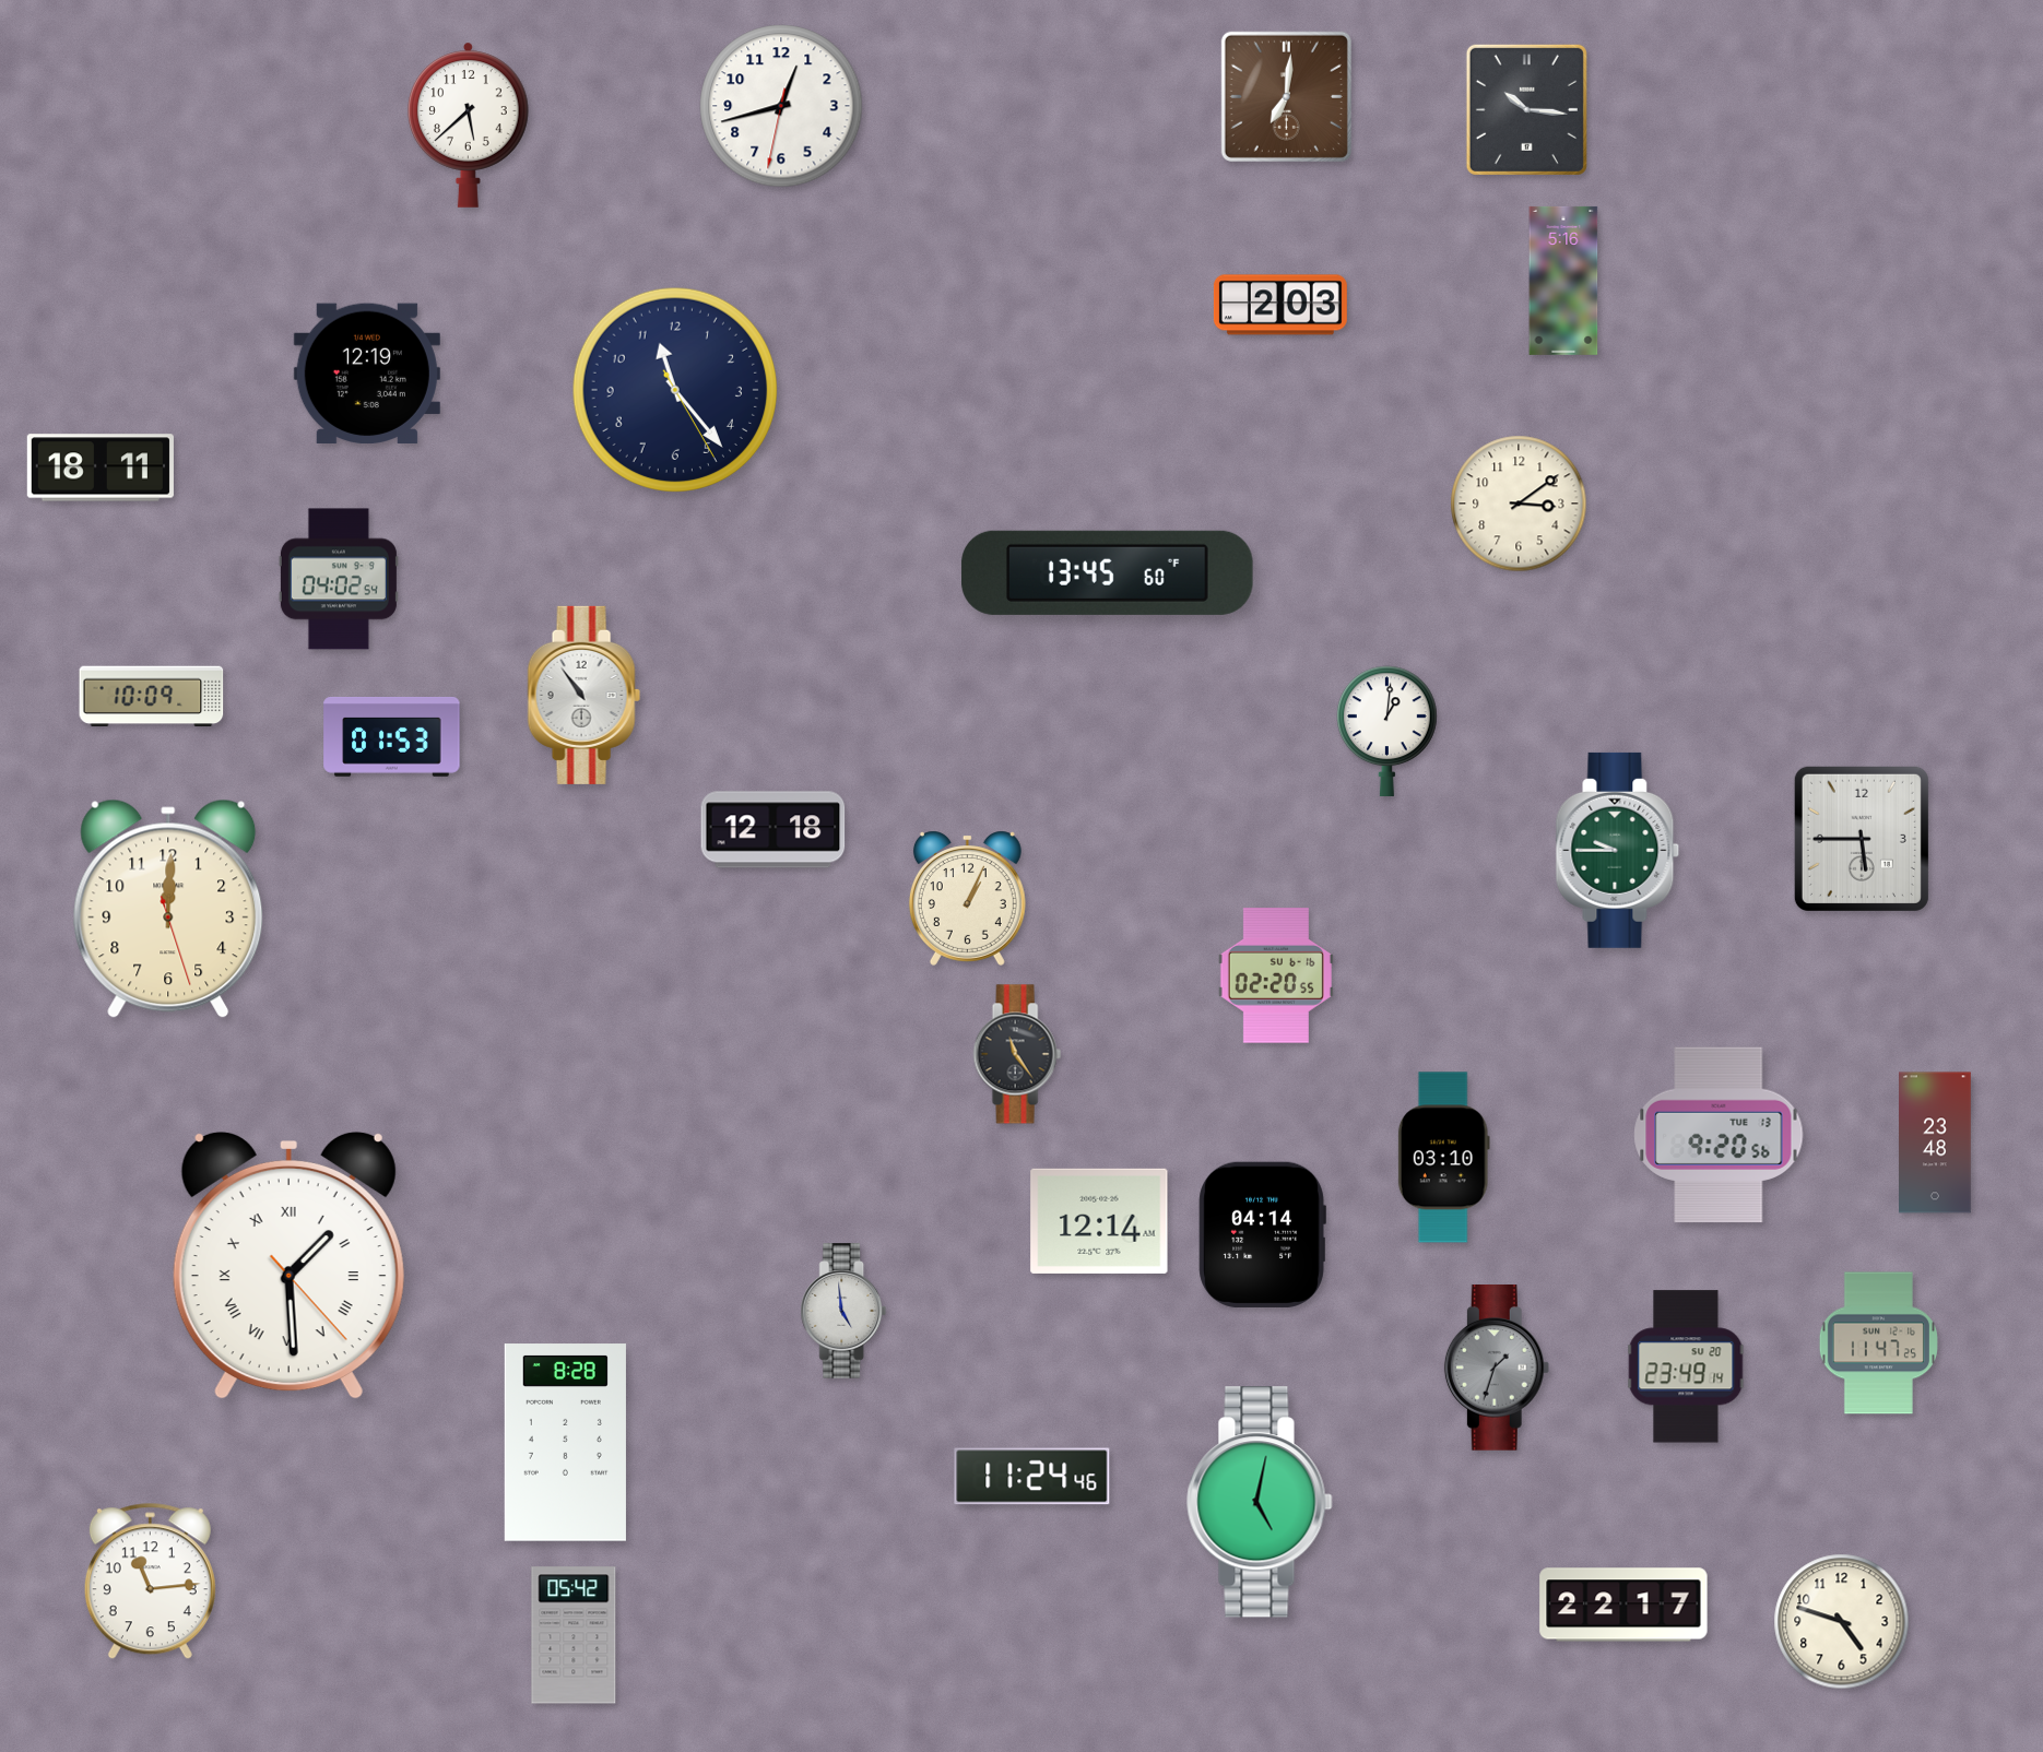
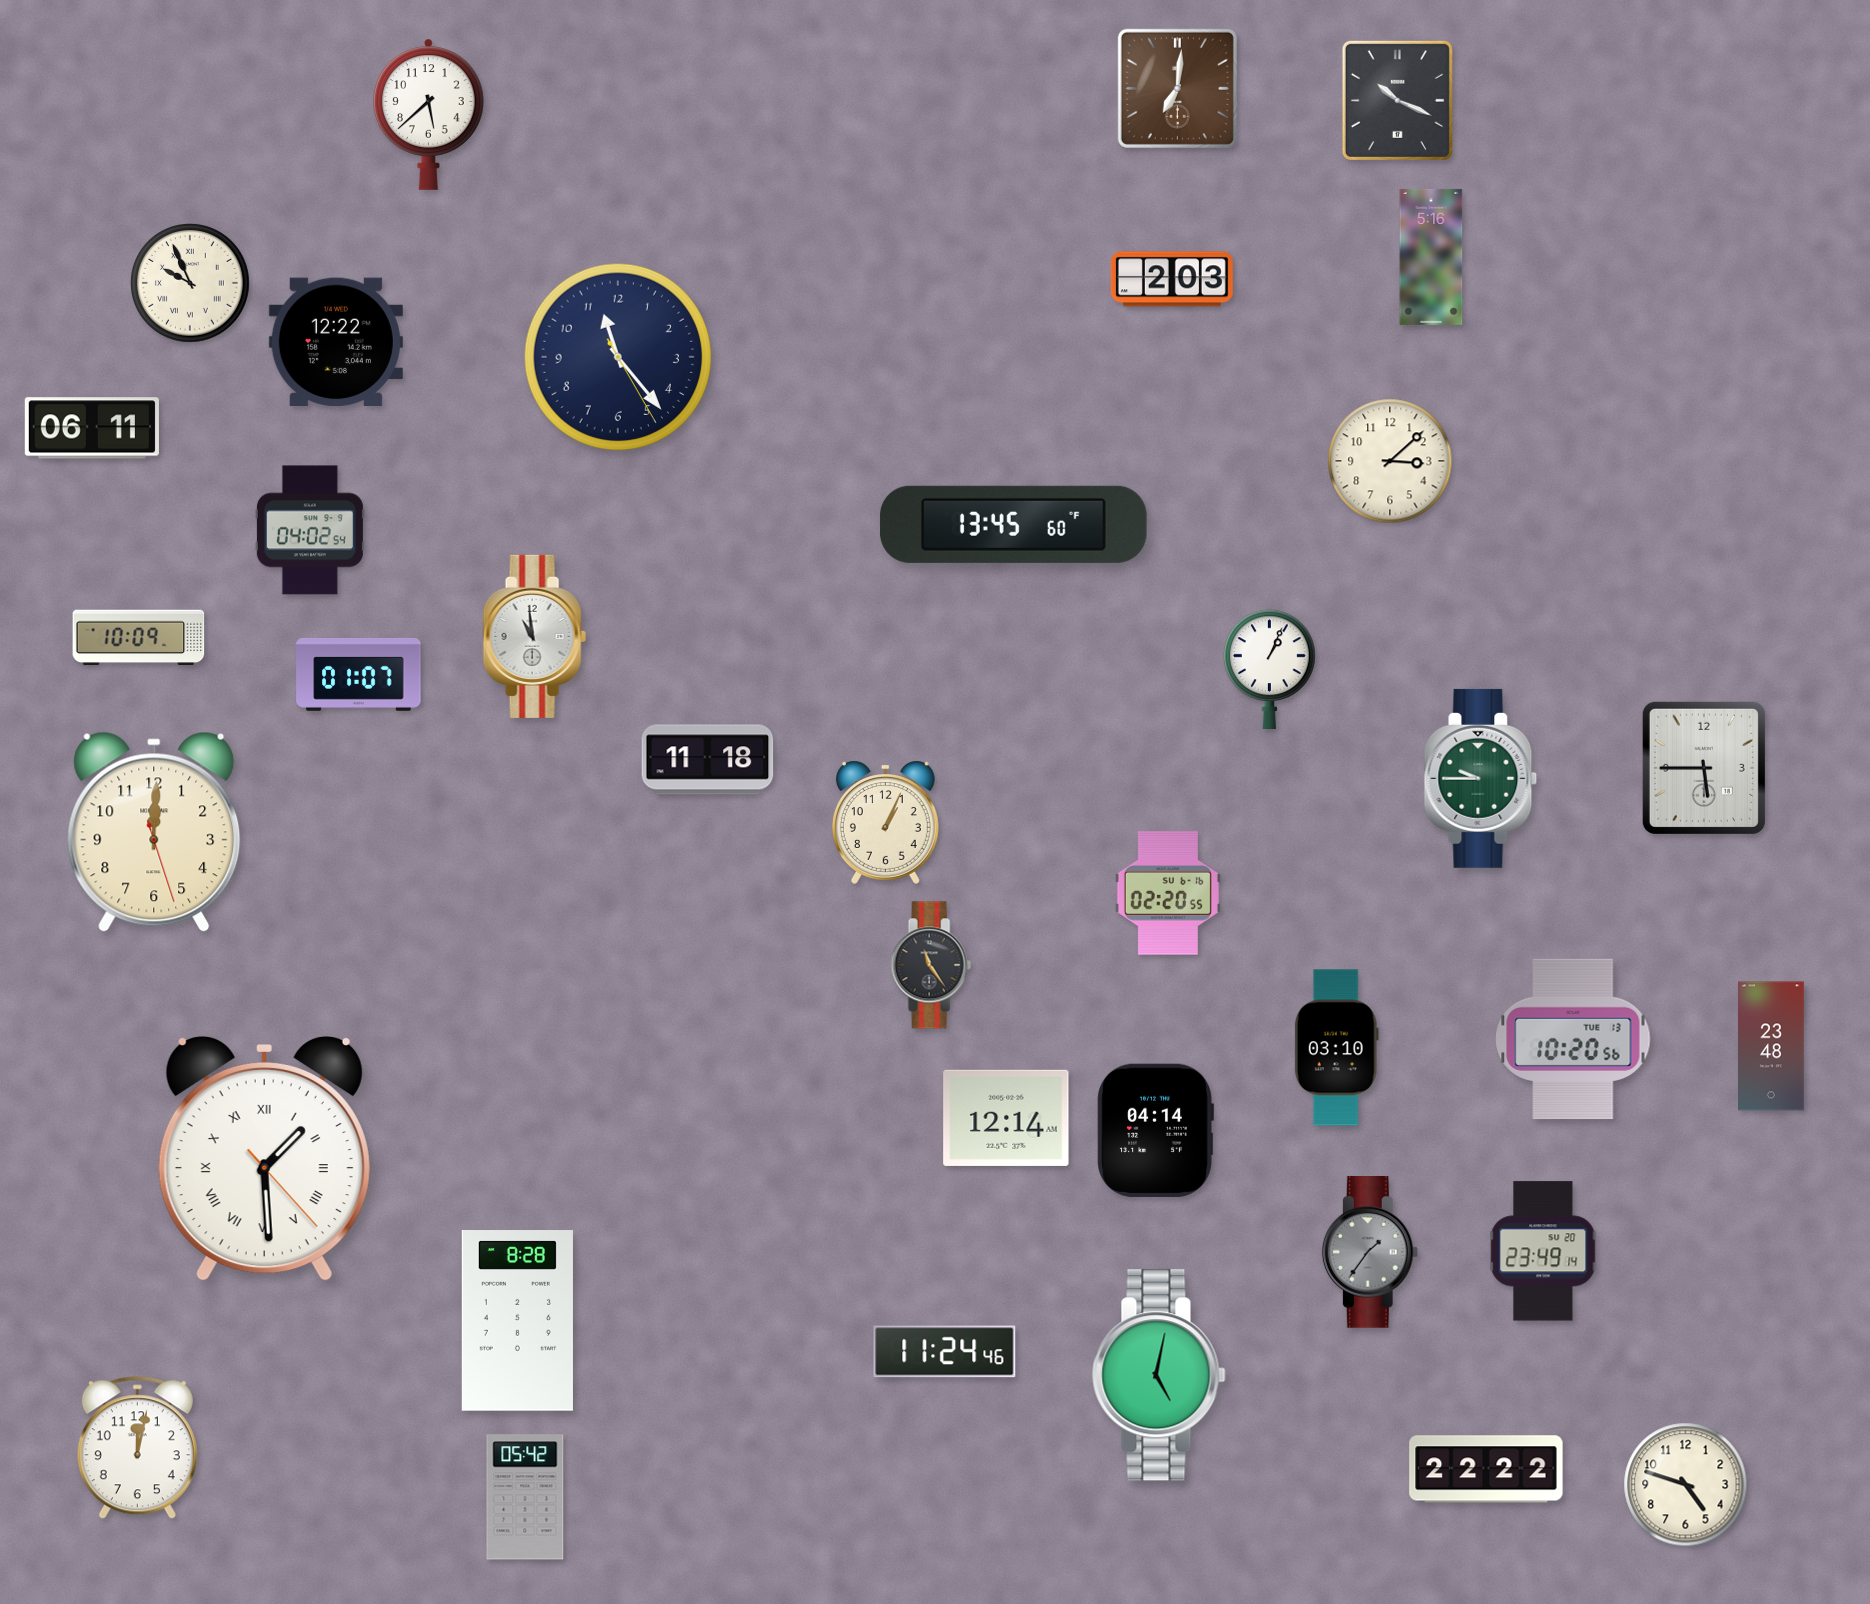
clock at (781, 106): 12:42 -> none
clock at (1526, 109): 10:16 -> 10:19
clock at (191, 284): none -> 9:56
clock at (367, 372): 12:19 -> 12:22
clock at (101, 467): 18:11 -> 06:11
clock at (1519, 504): 3:09 -> 3:08
clock at (583, 695): 10:54 -> 10:59
clock at (1387, 731): 1:01 -> 1:04
clock at (392, 736): 01:53 -> 01:07
clock at (773, 830): 12:18 -> 11:18
clock at (1719, 1135): 9:20 -> 10:20
clock at (1443, 1158) position: (1443, 1158) -> (1336, 1048)
clock at (843, 1311): 4:59 -> none
clock at (1878, 1343): 11:47 -> none
clock at (1497, 1369): 1:33 -> 1:36
clock at (1260, 1502) position: (1260, 1502) -> (1159, 1375)
clock at (150, 1582): 11:14 -> 12:02
clock at (1623, 1605): 22:17 -> 22:22
